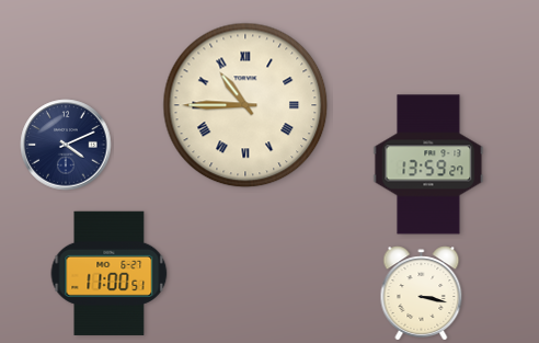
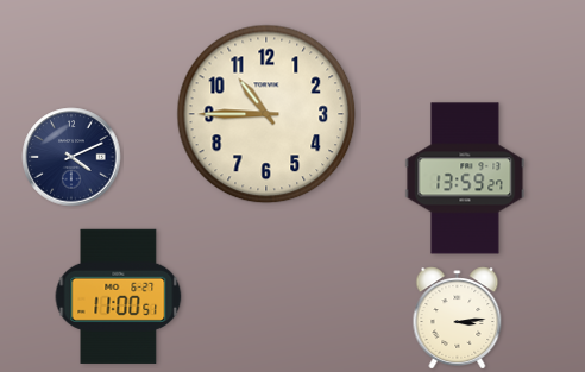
clock at (245, 105) numerals: Roman -> Arabic
clock at (422, 294): 3:17 -> 3:14
